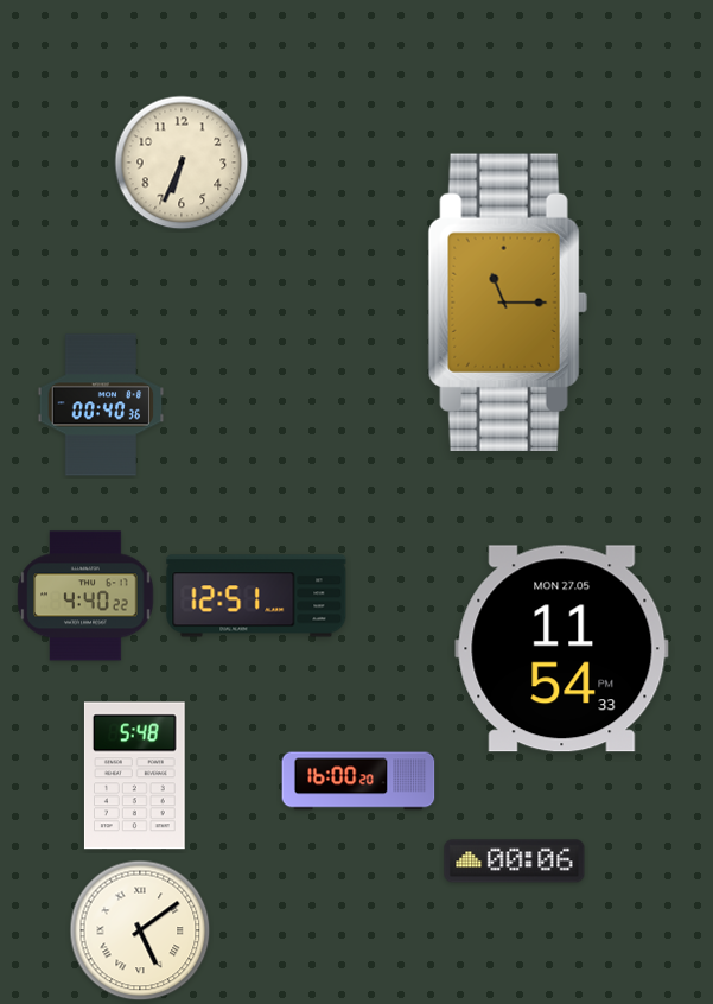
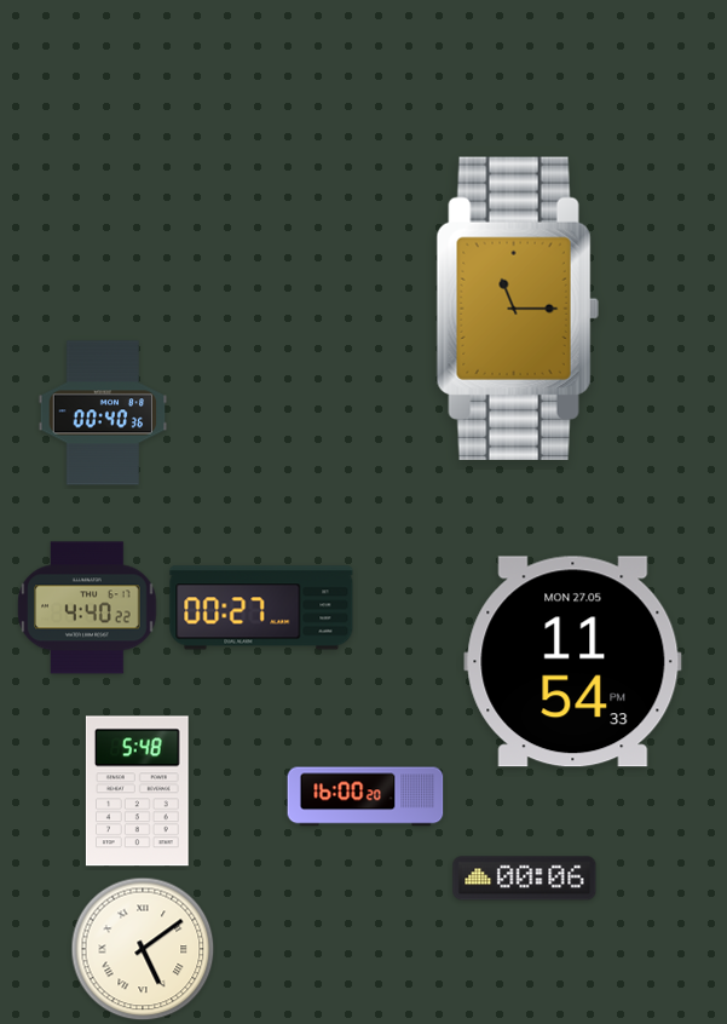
clock at (182, 163): 6:34 -> none
clock at (256, 596): 12:51 -> 00:27
